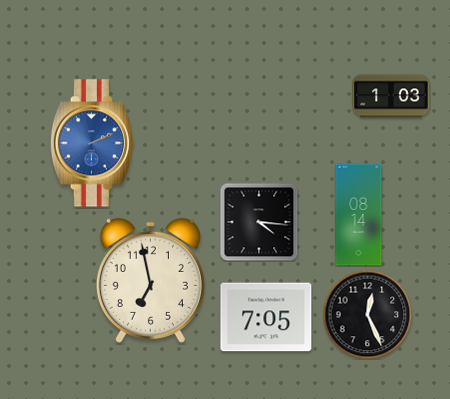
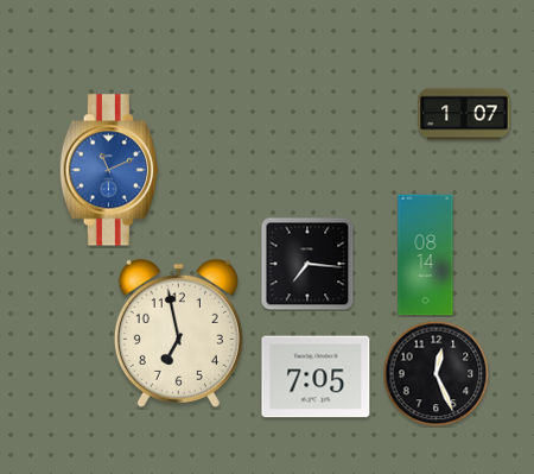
clock at (391, 96): 1:03 -> 1:07
clock at (92, 143): 2:11 -> 11:11
clock at (259, 222): 4:16 -> 7:16
